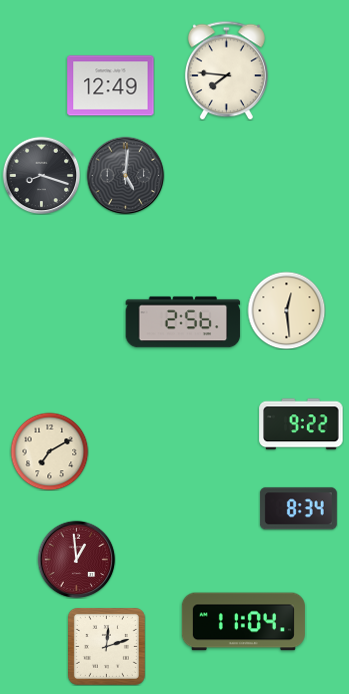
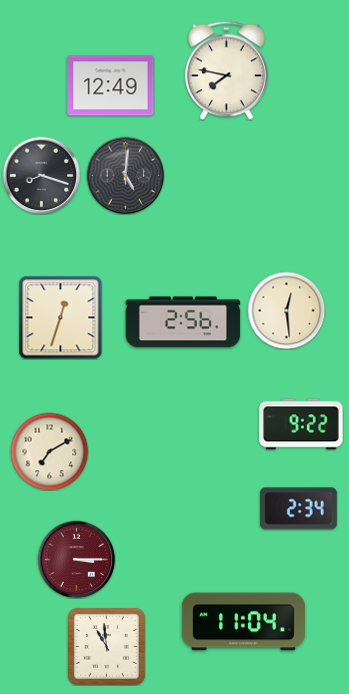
clock at (226, 70): 7:46 -> 7:47
clock at (60, 317): none -> 12:33
clock at (298, 509): 8:34 -> 2:34
clock at (76, 559): 12:59 -> 3:15
clock at (106, 646): 12:12 -> 10:59
